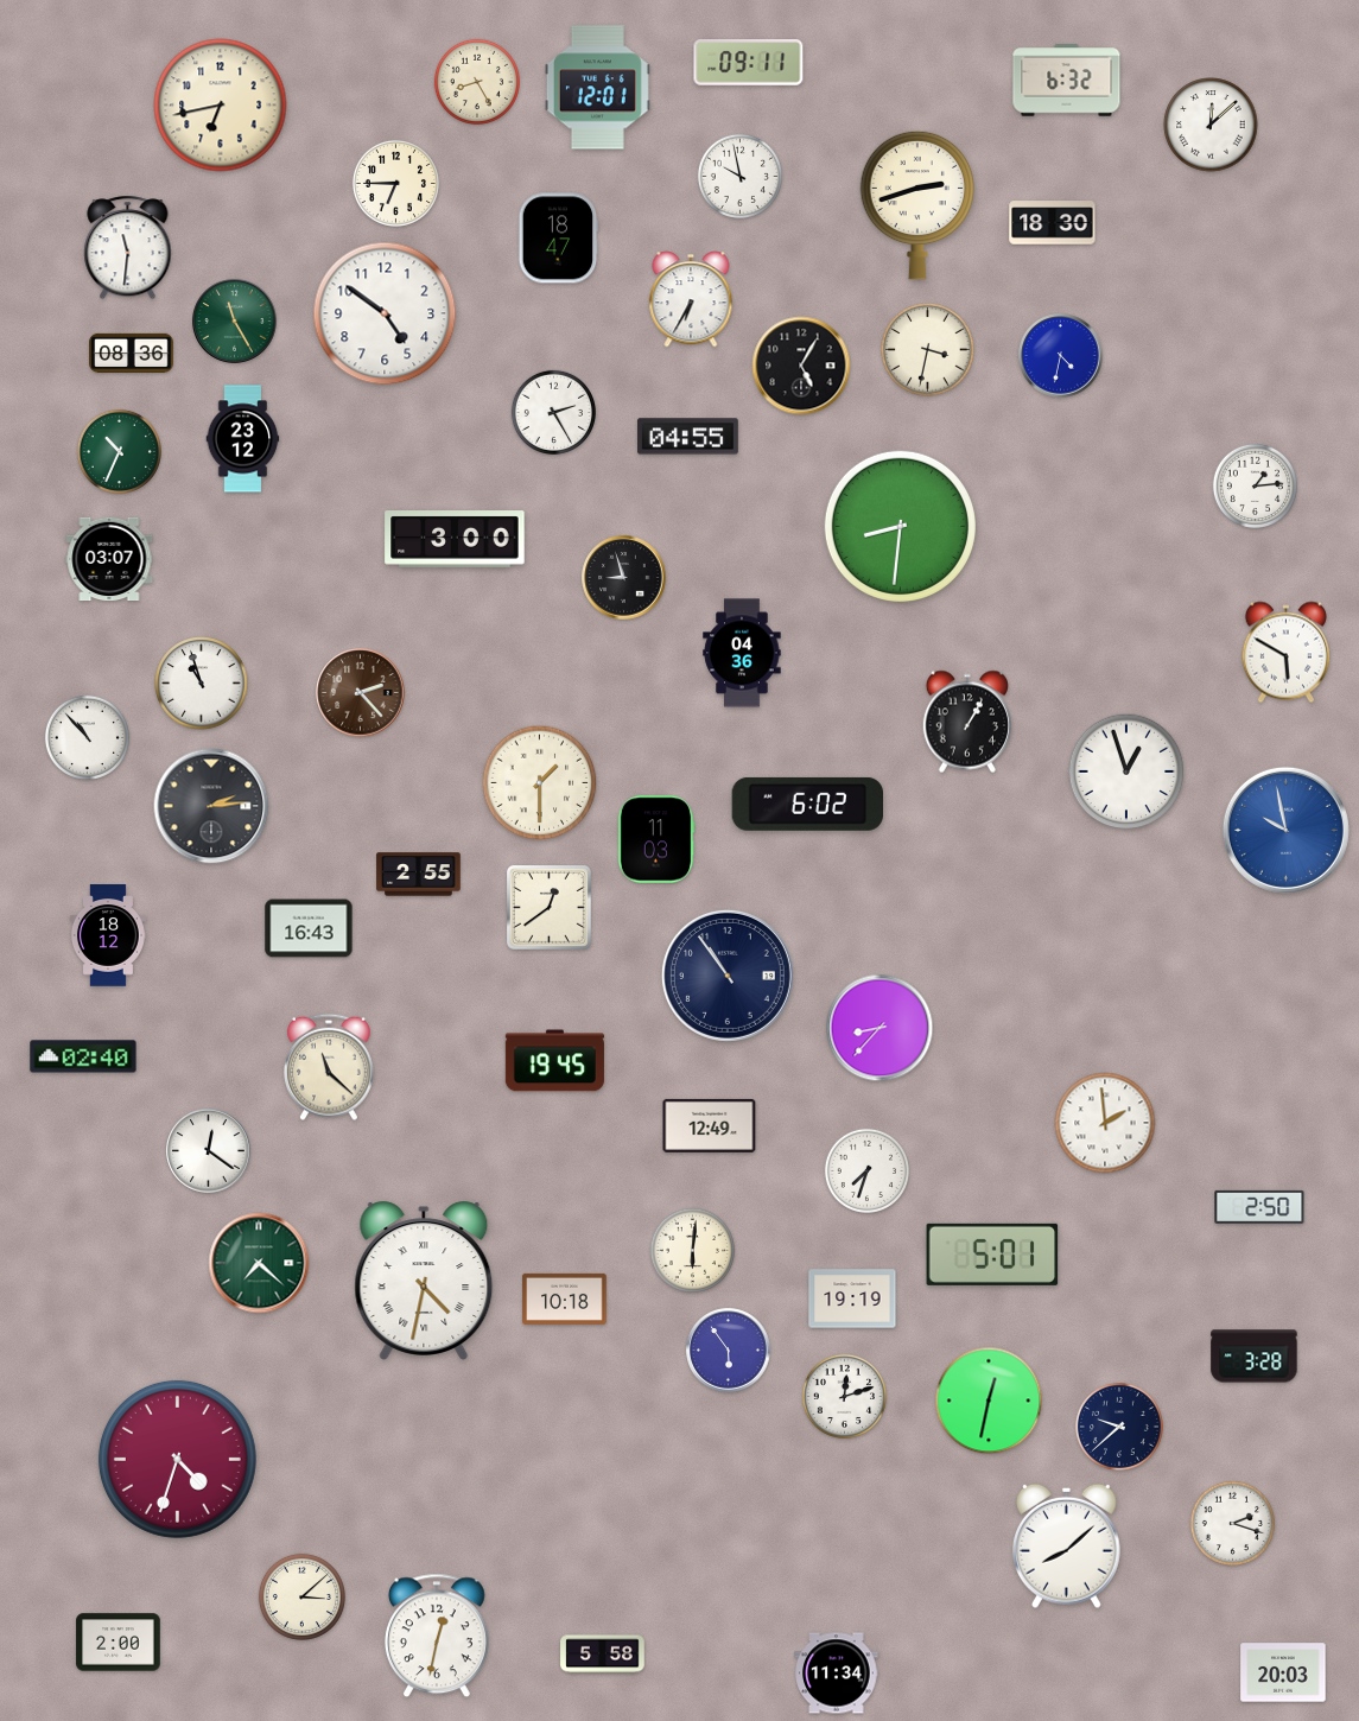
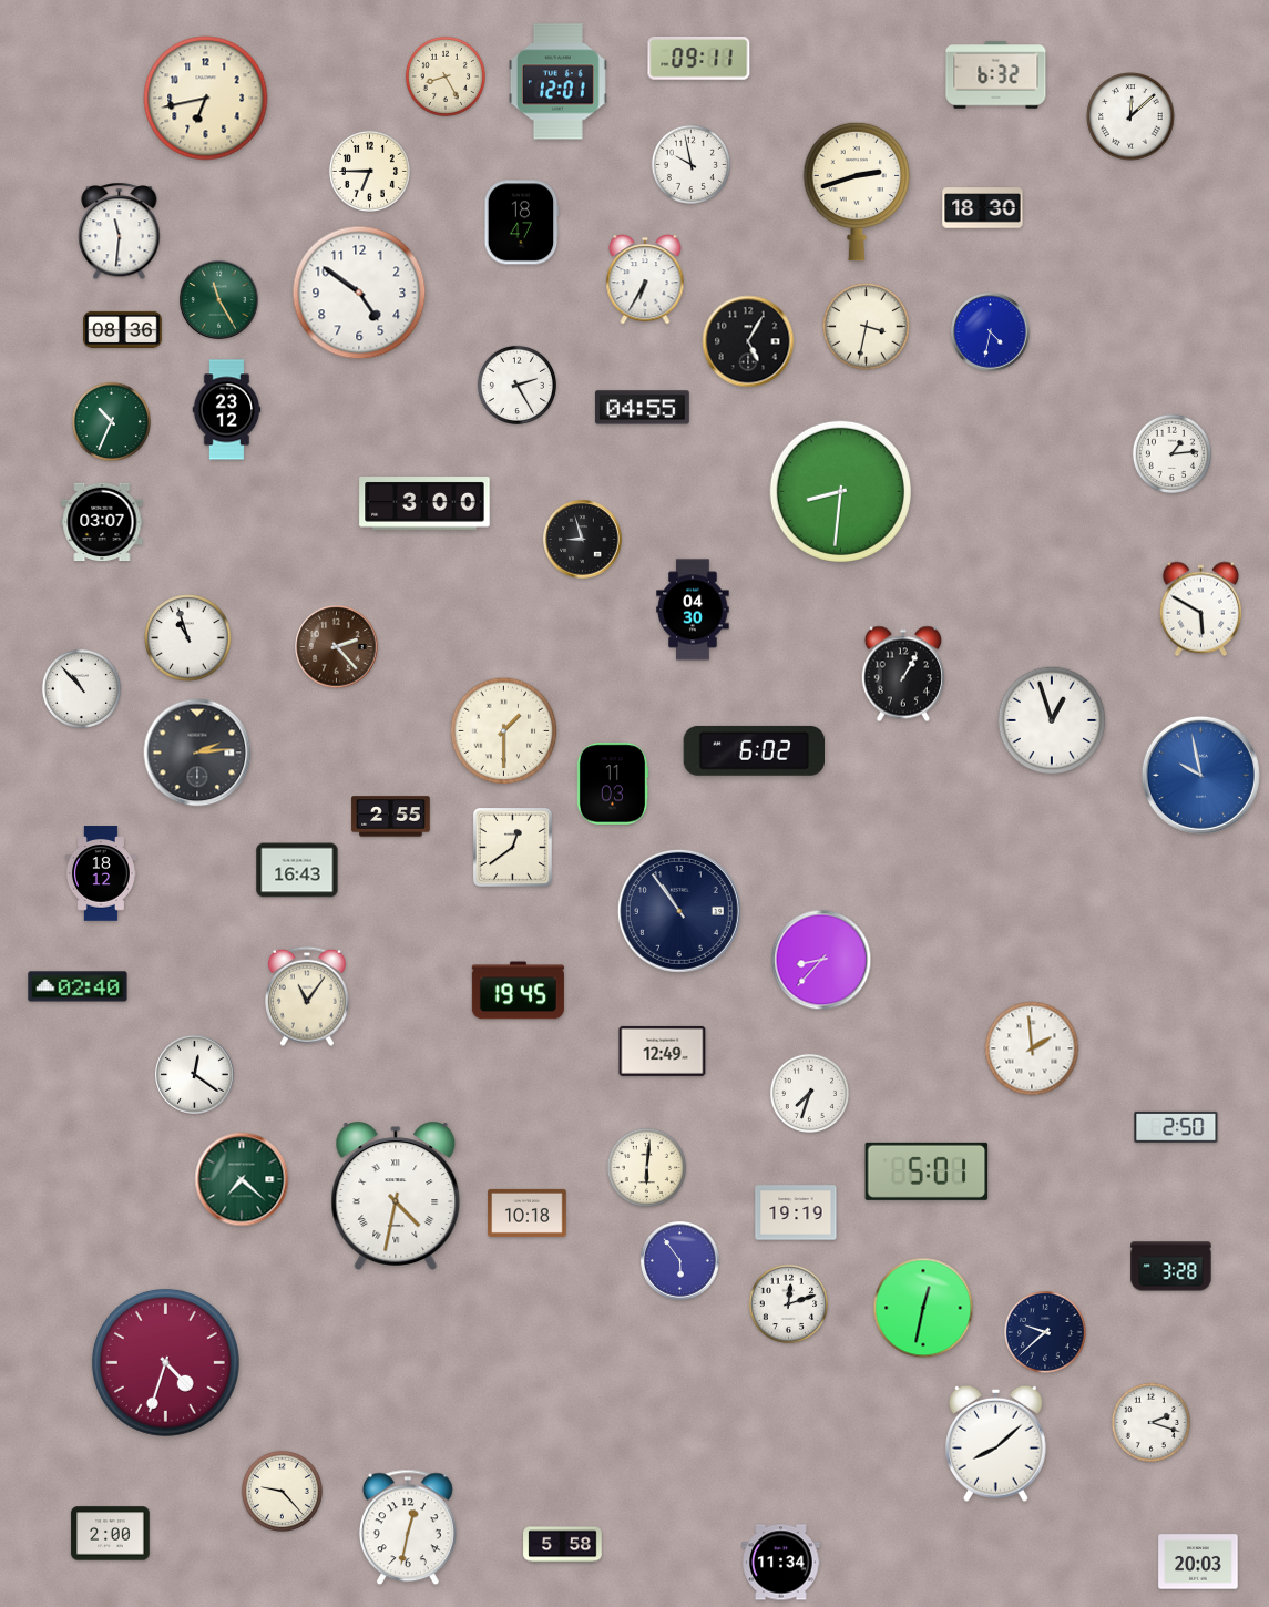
clock at (742, 653): 04:36 -> 04:30
clock at (309, 928) position: (309, 928) -> (297, 870)
clock at (330, 1067): 11:22 -> 11:06
clock at (301, 1596): 3:08 -> 9:23
